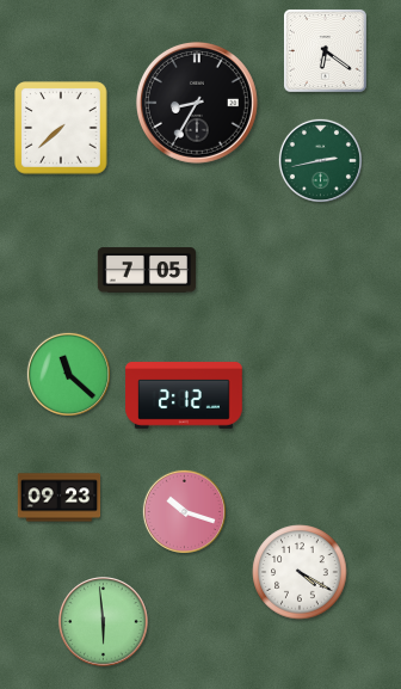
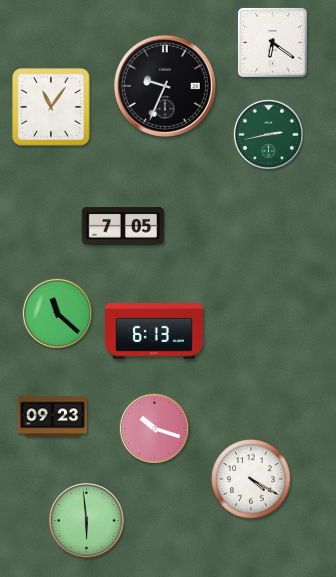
clock at (197, 103): 8:35 -> 9:34
clock at (61, 128): 7:38 -> 11:06
clock at (184, 395): 2:12 -> 6:13
clock at (60, 498) position: (60, 498) -> (53, 417)
